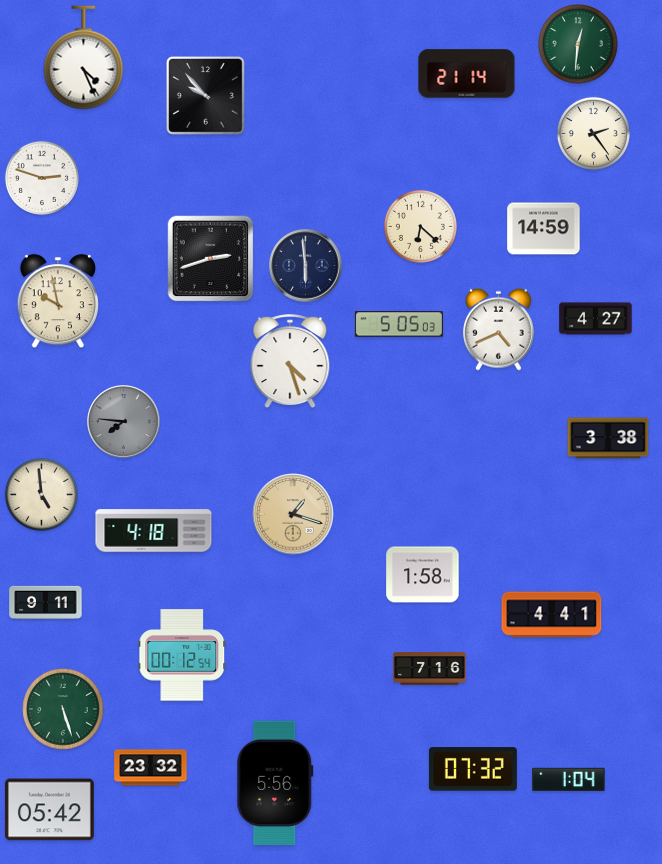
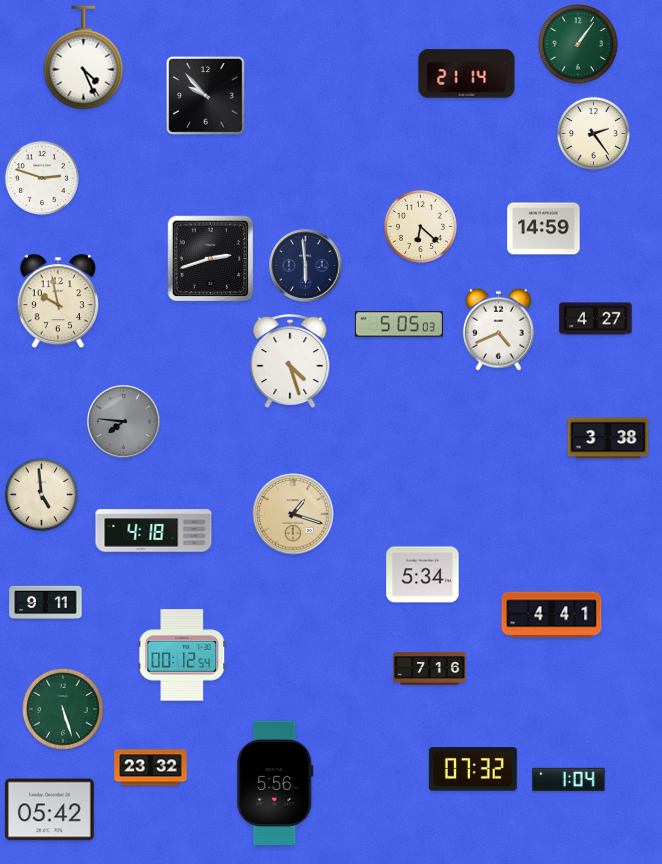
clock at (578, 44): 12:31 -> 1:06
clock at (423, 575): 1:58 -> 5:34
